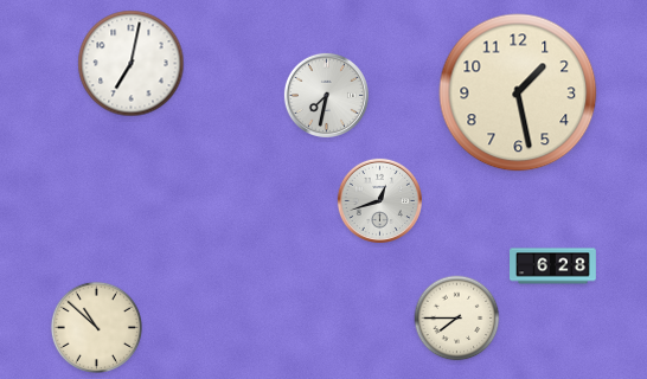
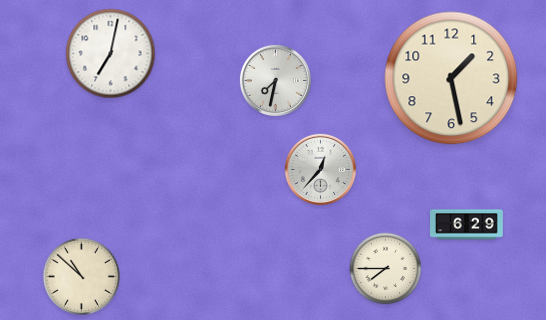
clock at (518, 92) position: (518, 92) -> (451, 78)
clock at (379, 200): 12:42 -> 12:37
clock at (553, 266): 6:28 -> 6:29
